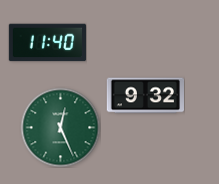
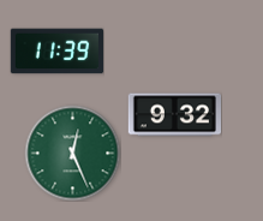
clock at (47, 43): 11:40 -> 11:39
